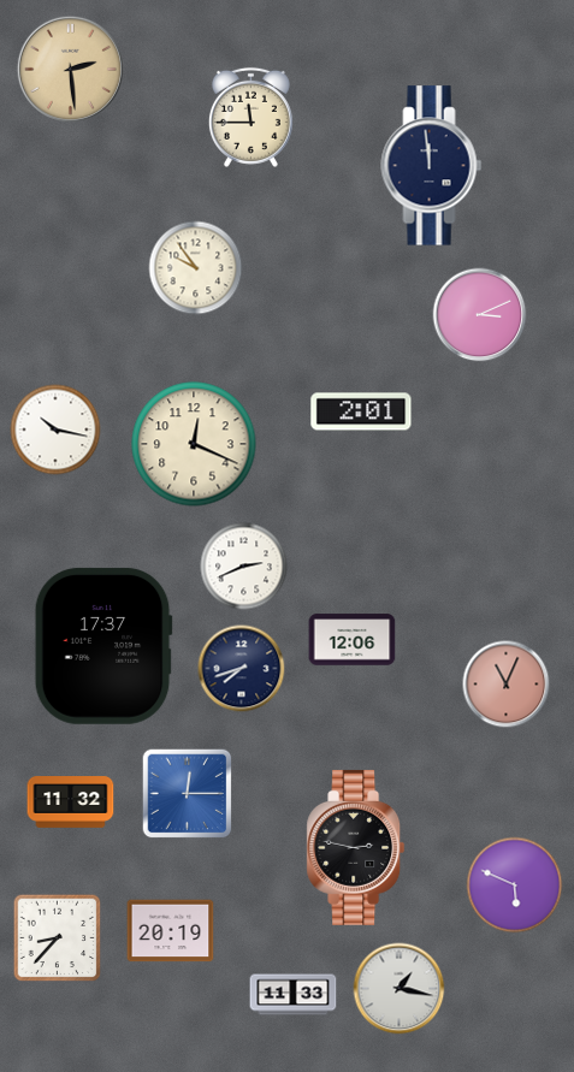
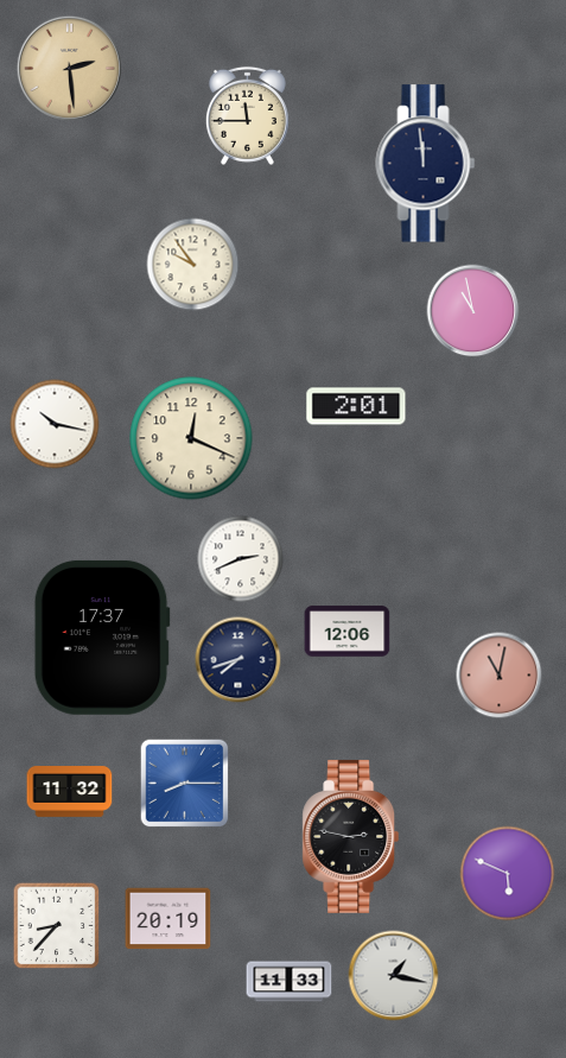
clock at (480, 315): 3:11 -> 10:58
clock at (507, 685): 11:04 -> 11:02
clock at (188, 794): 12:15 -> 8:15
